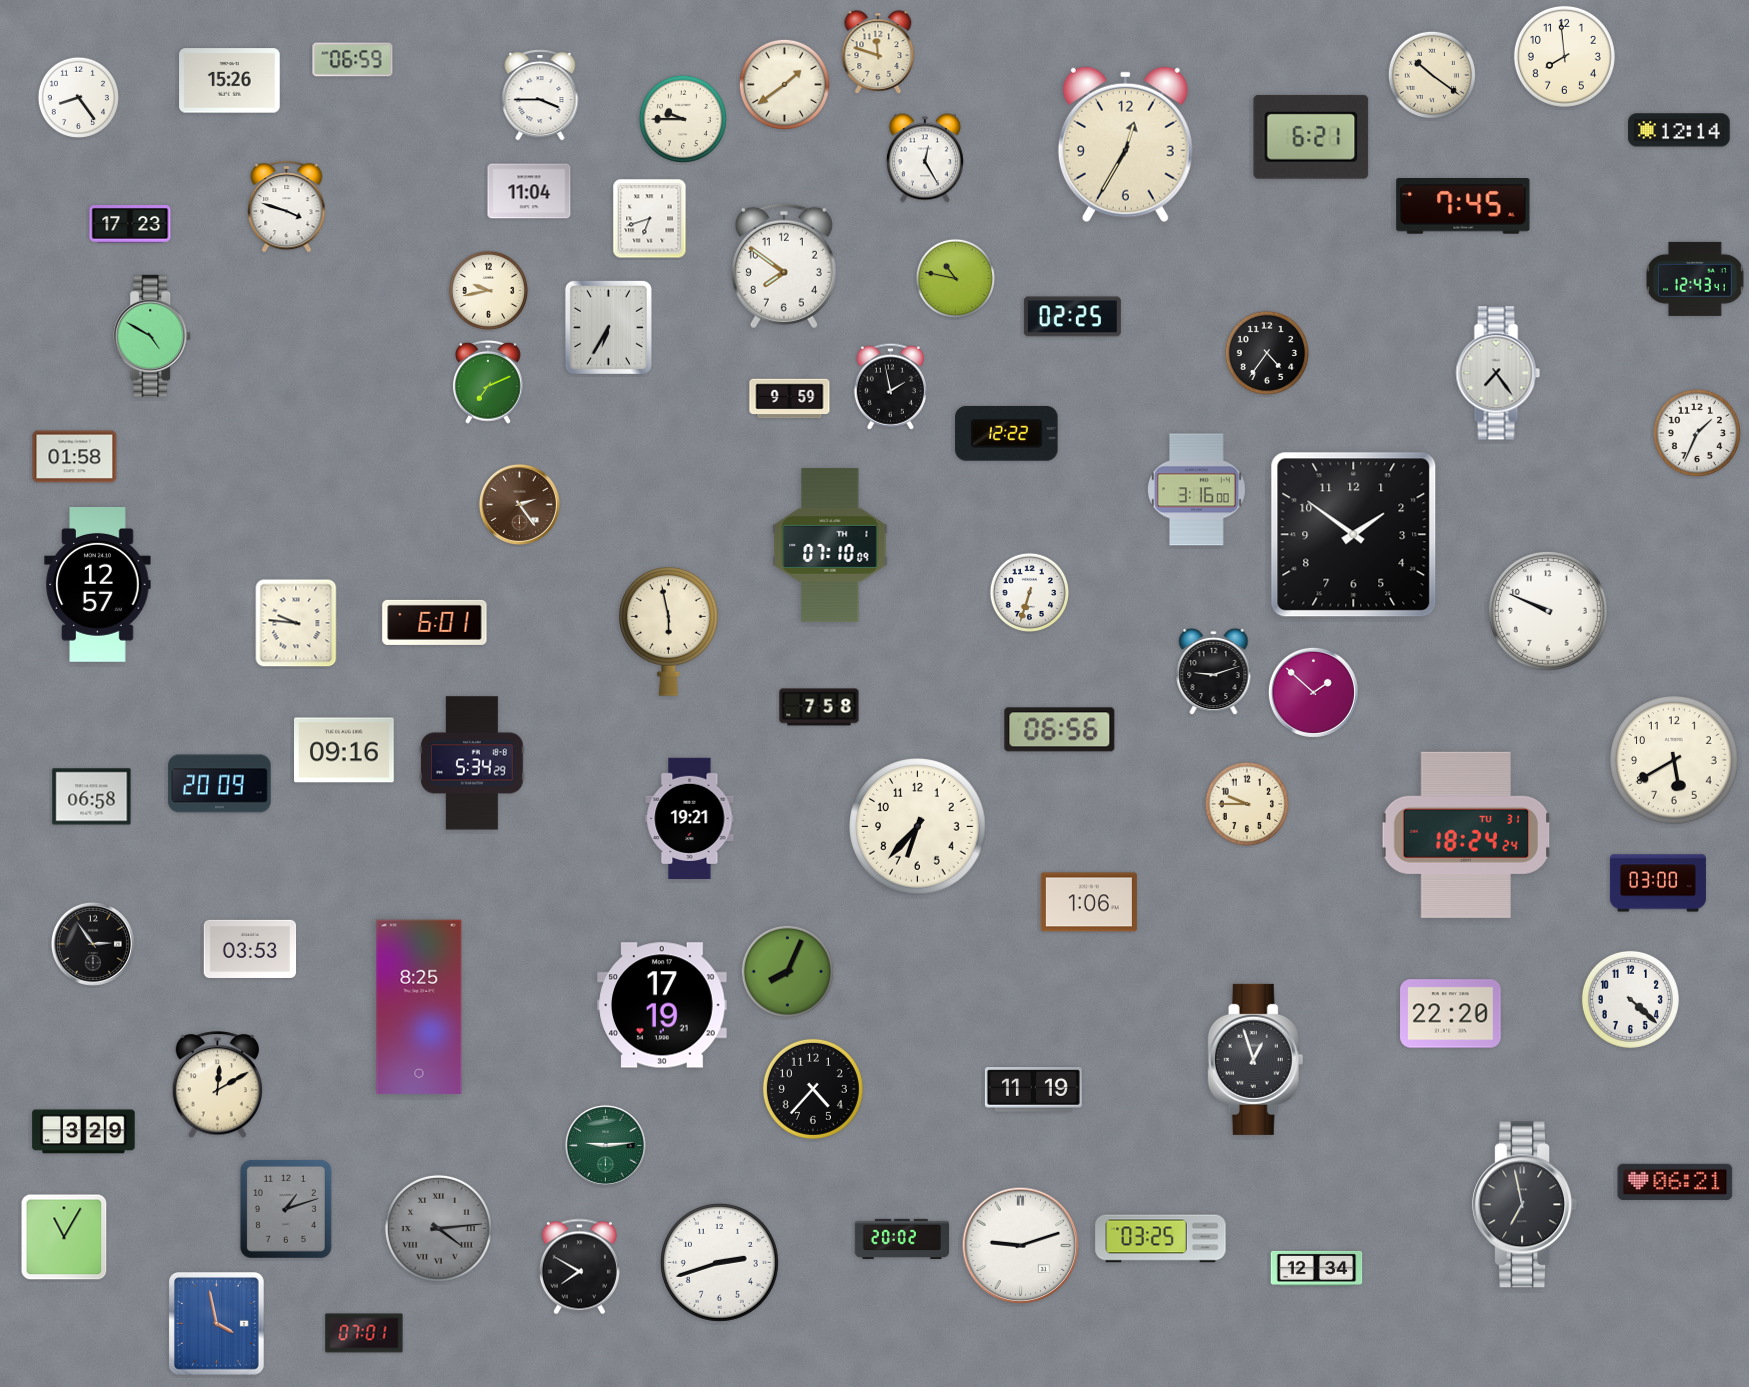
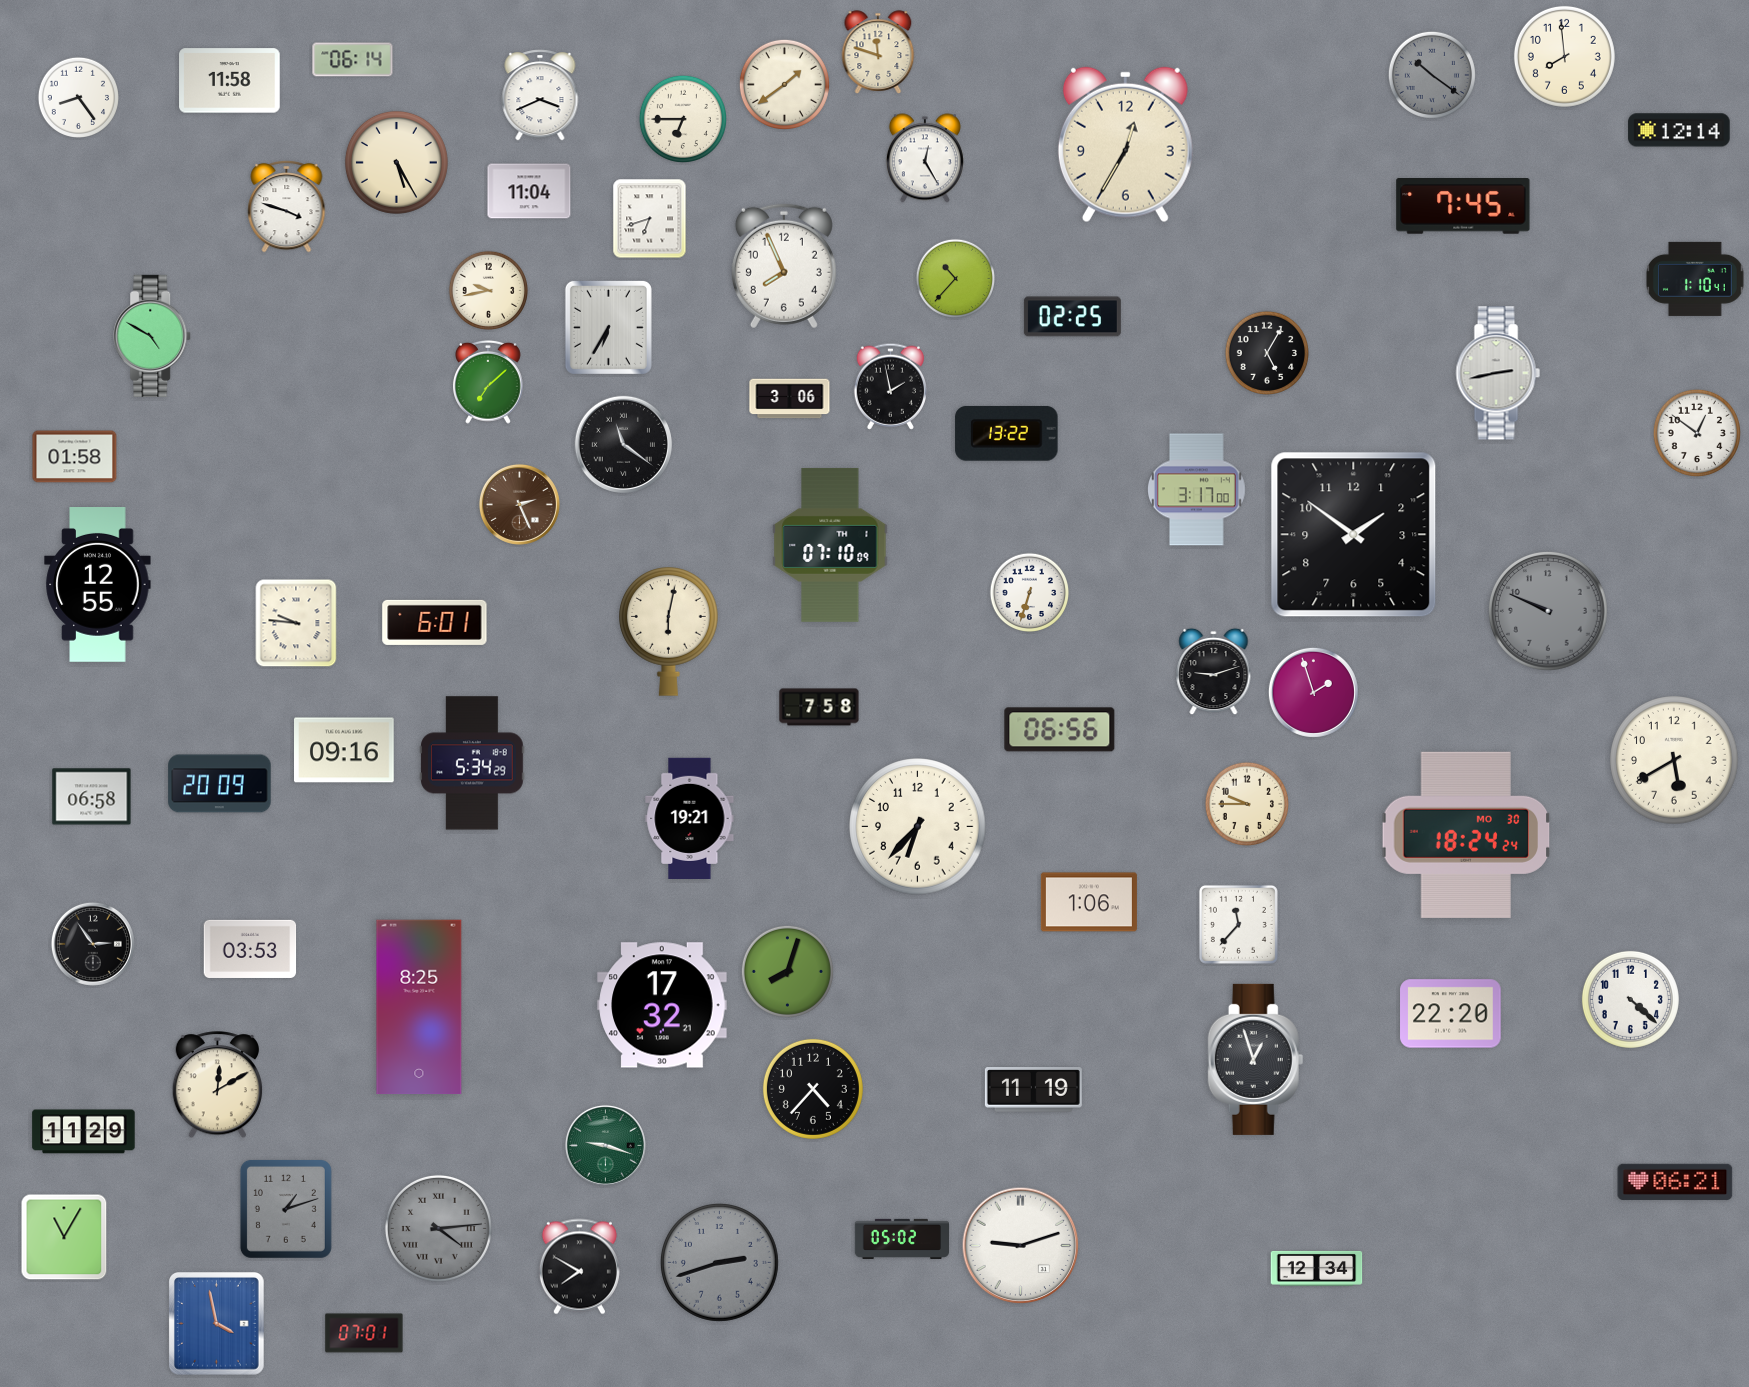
clock at (353, 60): 06:59 -> 06:14
clock at (1432, 75) dial: cream -> grey
clock at (230, 81): 15:26 -> 11:58
clock at (540, 95): 3:45 -> 3:41
clock at (683, 119): 9:45 -> 6:45
clock at (1311, 137): 6:21 -> none
clock at (396, 162): none -> 5:25
clock at (130, 225): 17:23 -> none
clock at (784, 266): 7:51 -> 7:56
clock at (955, 278): 10:47 -> 10:37
clock at (1696, 279): 12:43 -> 1:10
clock at (1267, 353): 4:36 -> 5:05
clock at (1498, 373): 7:24 -> 2:43
clock at (489, 382): 7:11 -> 7:08
clock at (790, 399): 9:59 -> 3:06
clock at (1697, 433): 1:34 -> 12:51
clock at (1007, 434): 12:22 -> 13:22
clock at (623, 444): none -> 11:21
clock at (1197, 490): 3:16 -> 3:17
clock at (519, 504): 2:24 -> 2:26
clock at (98, 585): 12:57 -> 12:55
clock at (1549, 612) dial: white -> grey
clock at (669, 632): 5:58 -> 6:02
clock at (1313, 692): 1:52 -> 1:57
clock at (1466, 835) date: TU 31 -> MO 30
clock at (1658, 883): 03:00 -> none
clock at (1238, 924): none -> 11:37
clock at (787, 971): 8:04 -> 8:03
clock at (662, 1005): 17:19 -> 17:32
clock at (84, 1132): 3:29 -> 11:29
clock at (605, 1145): 9:14 -> 9:18
clock at (1525, 1205): 6:58 -> none
clock at (901, 1239): 20:02 -> 05:02
clock at (1161, 1239): 03:25 -> none
clock at (720, 1263) dial: white -> grey
